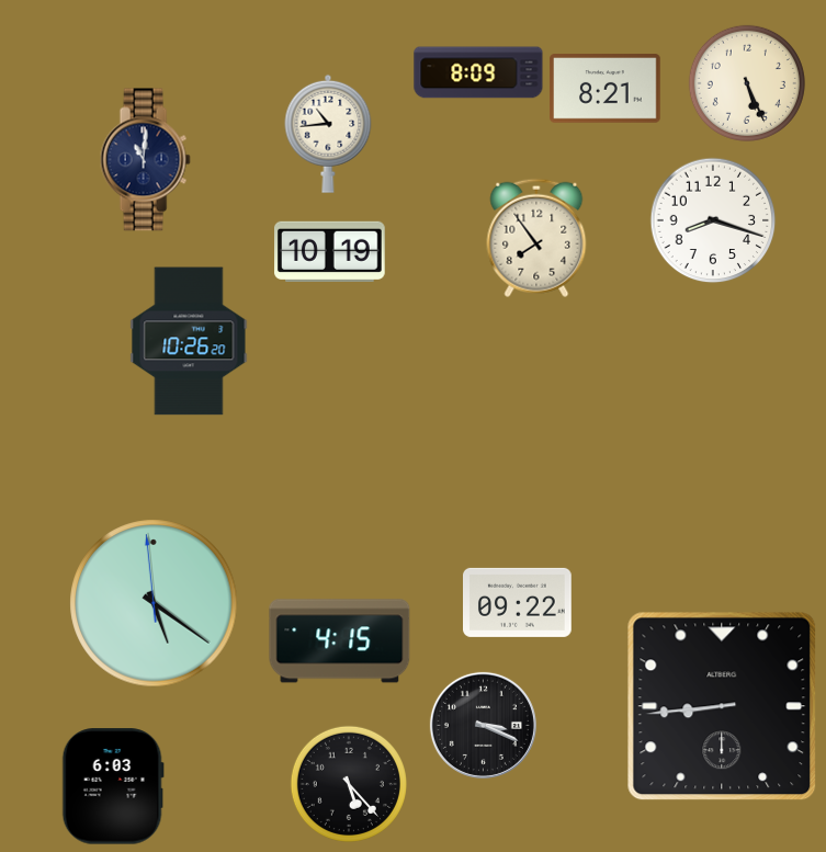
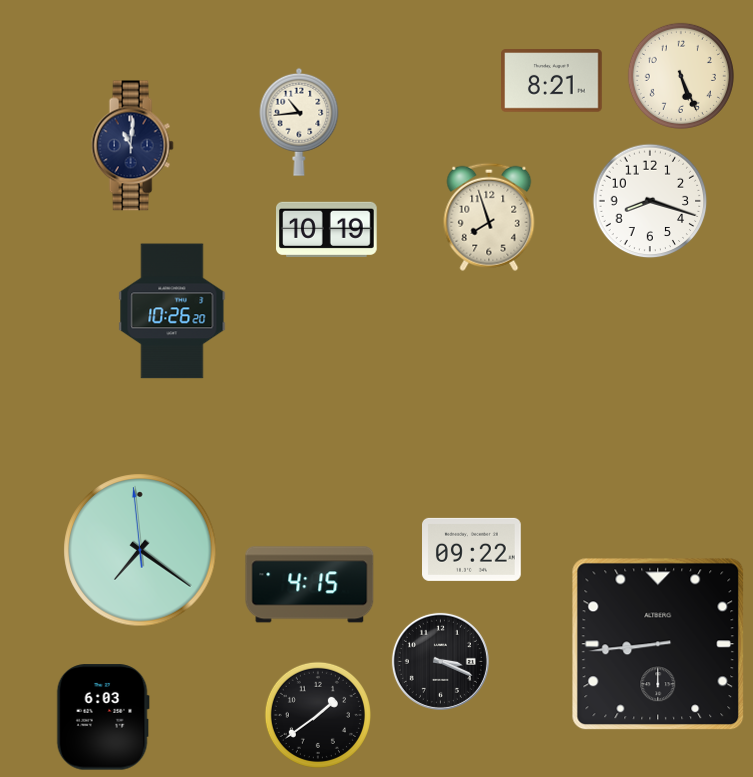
clock at (478, 72): 8:09 -> none
clock at (536, 238): 7:54 -> 7:57
clock at (330, 251) position: (330, 251) -> (327, 229)
clock at (154, 603): 5:20 -> 7:20
clock at (349, 784): 5:23 -> 1:39
